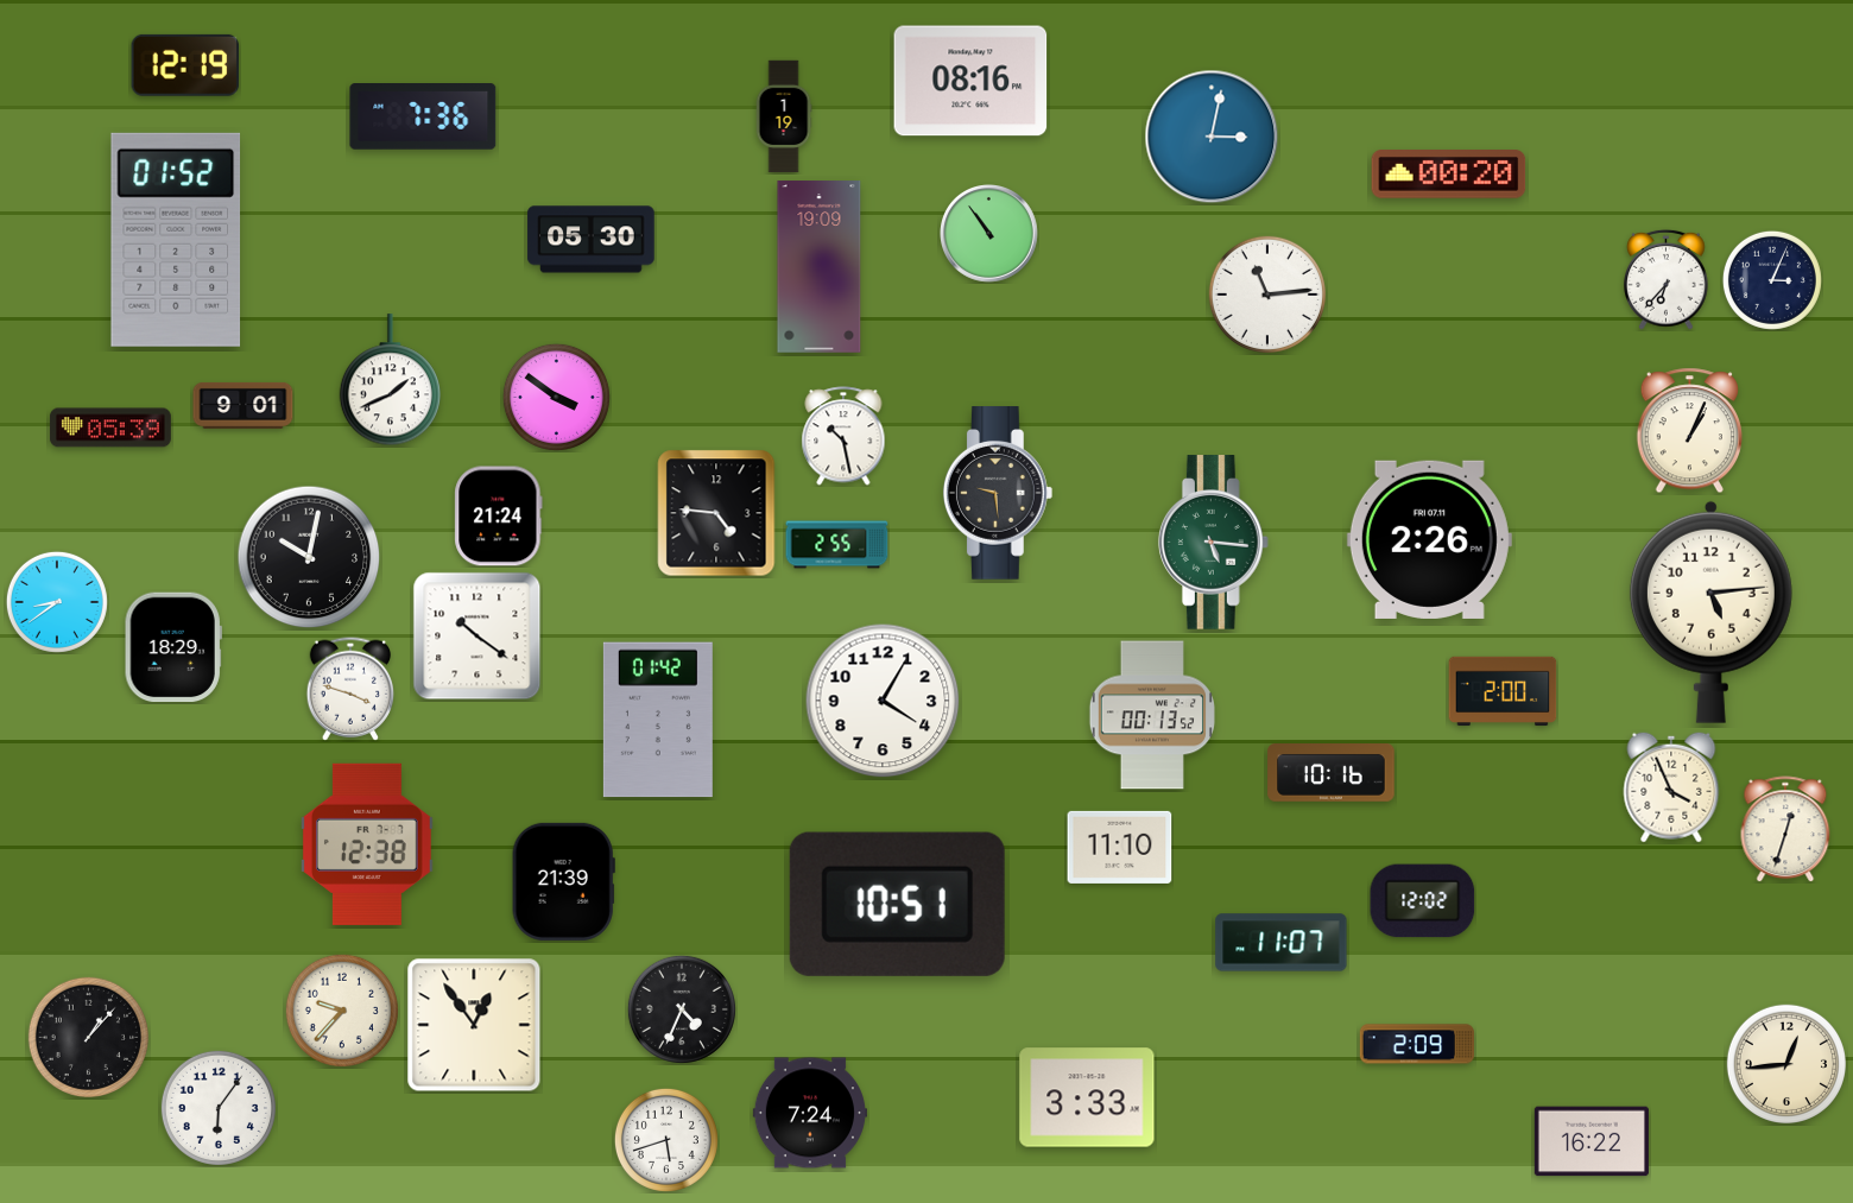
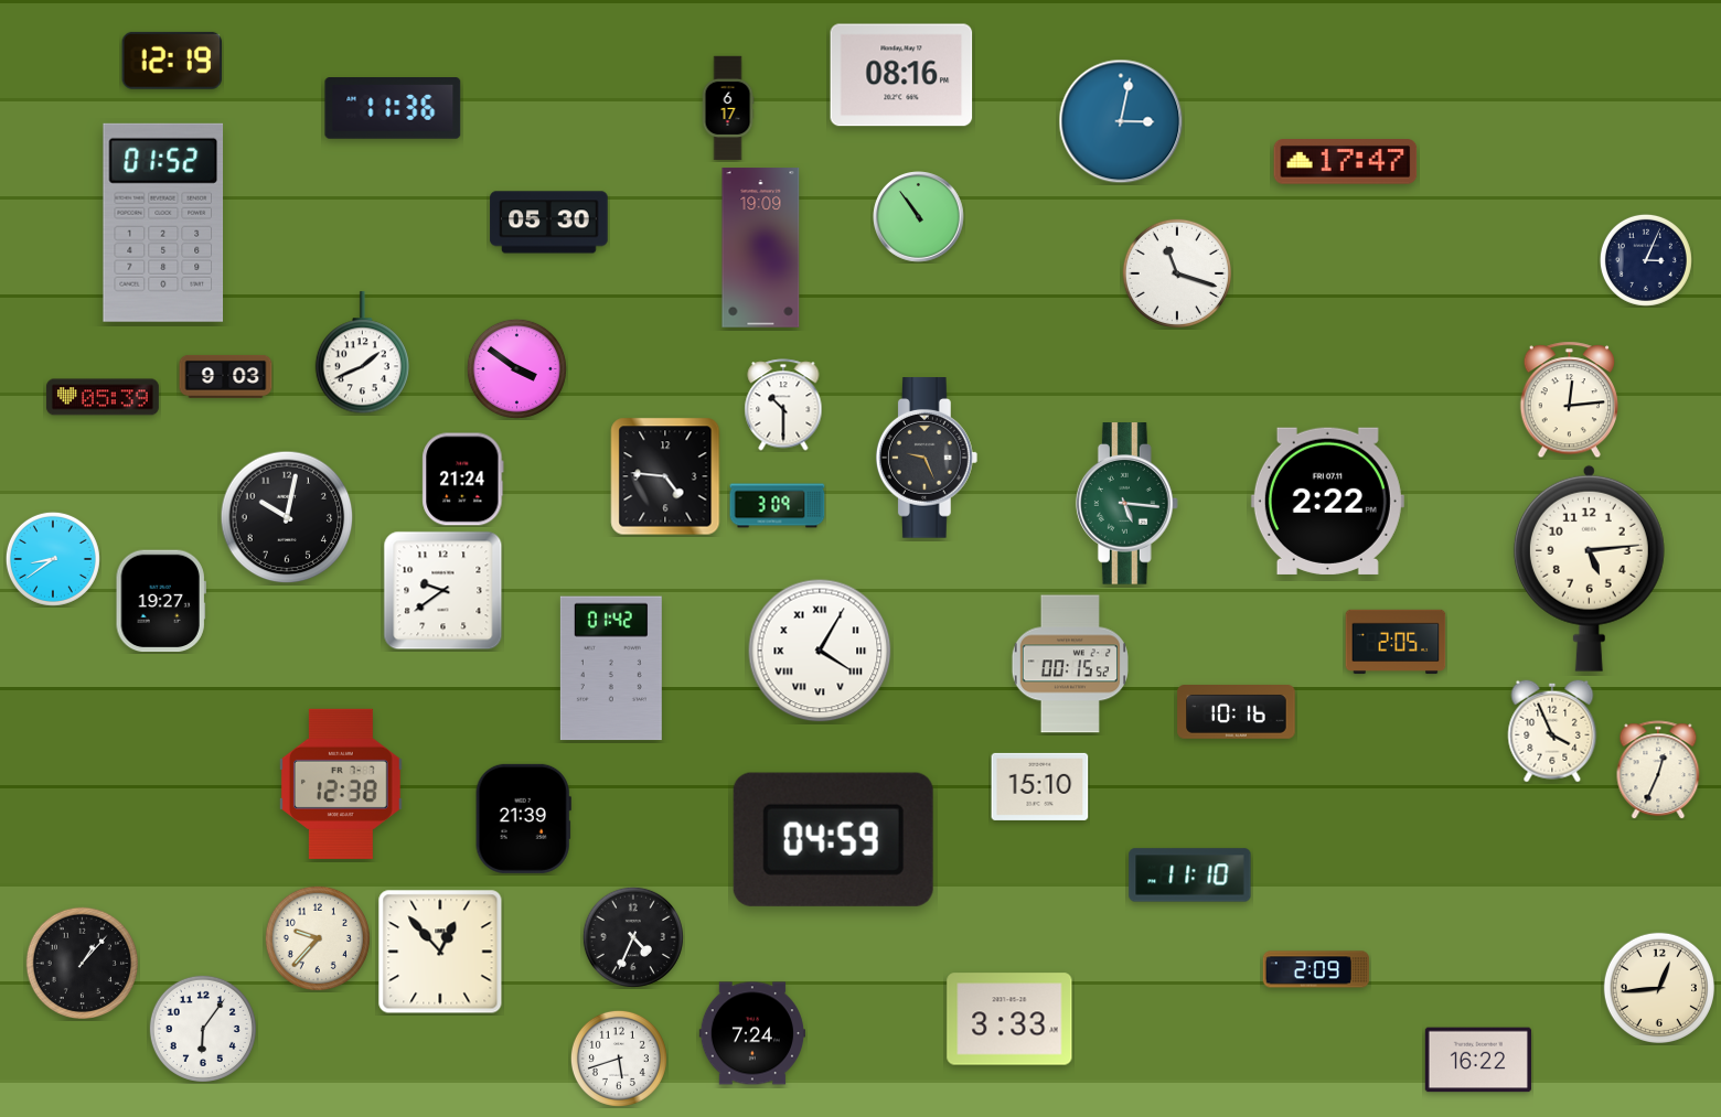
clock at (784, 116): 1:19 -> 6:17
clock at (423, 118): 7:36 -> 11:36
clock at (1212, 137) position: (1212, 137) -> (1121, 121)
clock at (1449, 175): 00:20 -> 17:47
clock at (1667, 279): 6:37 -> none
clock at (1267, 295): 11:14 -> 11:18
clock at (244, 405): 9:01 -> 9:03
clock at (1689, 431): 1:04 -> 12:14
clock at (843, 436): 10:28 -> 10:30
clock at (998, 493): 9:29 -> 9:26
clock at (1429, 539): 2:26 -> 2:22
clock at (837, 545): 2:55 -> 3:09
clock at (478, 637): 10:21 -> 9:39
clock at (173, 647): 18:29 -> 19:27
clock at (349, 689): 3:48 -> none
clock at (1503, 691): 2:00 -> 2:05
clock at (883, 701) numerals: Arabic -> Roman
clock at (1152, 715): 00:13 -> 00:15
clock at (1332, 773) position: (1332, 773) -> (1237, 712)
clock at (1785, 829): 12:33 -> 12:34
clock at (1120, 847): 11:10 -> 15:10
clock at (1423, 901): 12:02 -> none
clock at (897, 904): 10:51 -> 04:59
clock at (1282, 943): 11:07 -> 11:10
clock at (474, 1025): 12:54 -> 12:53
